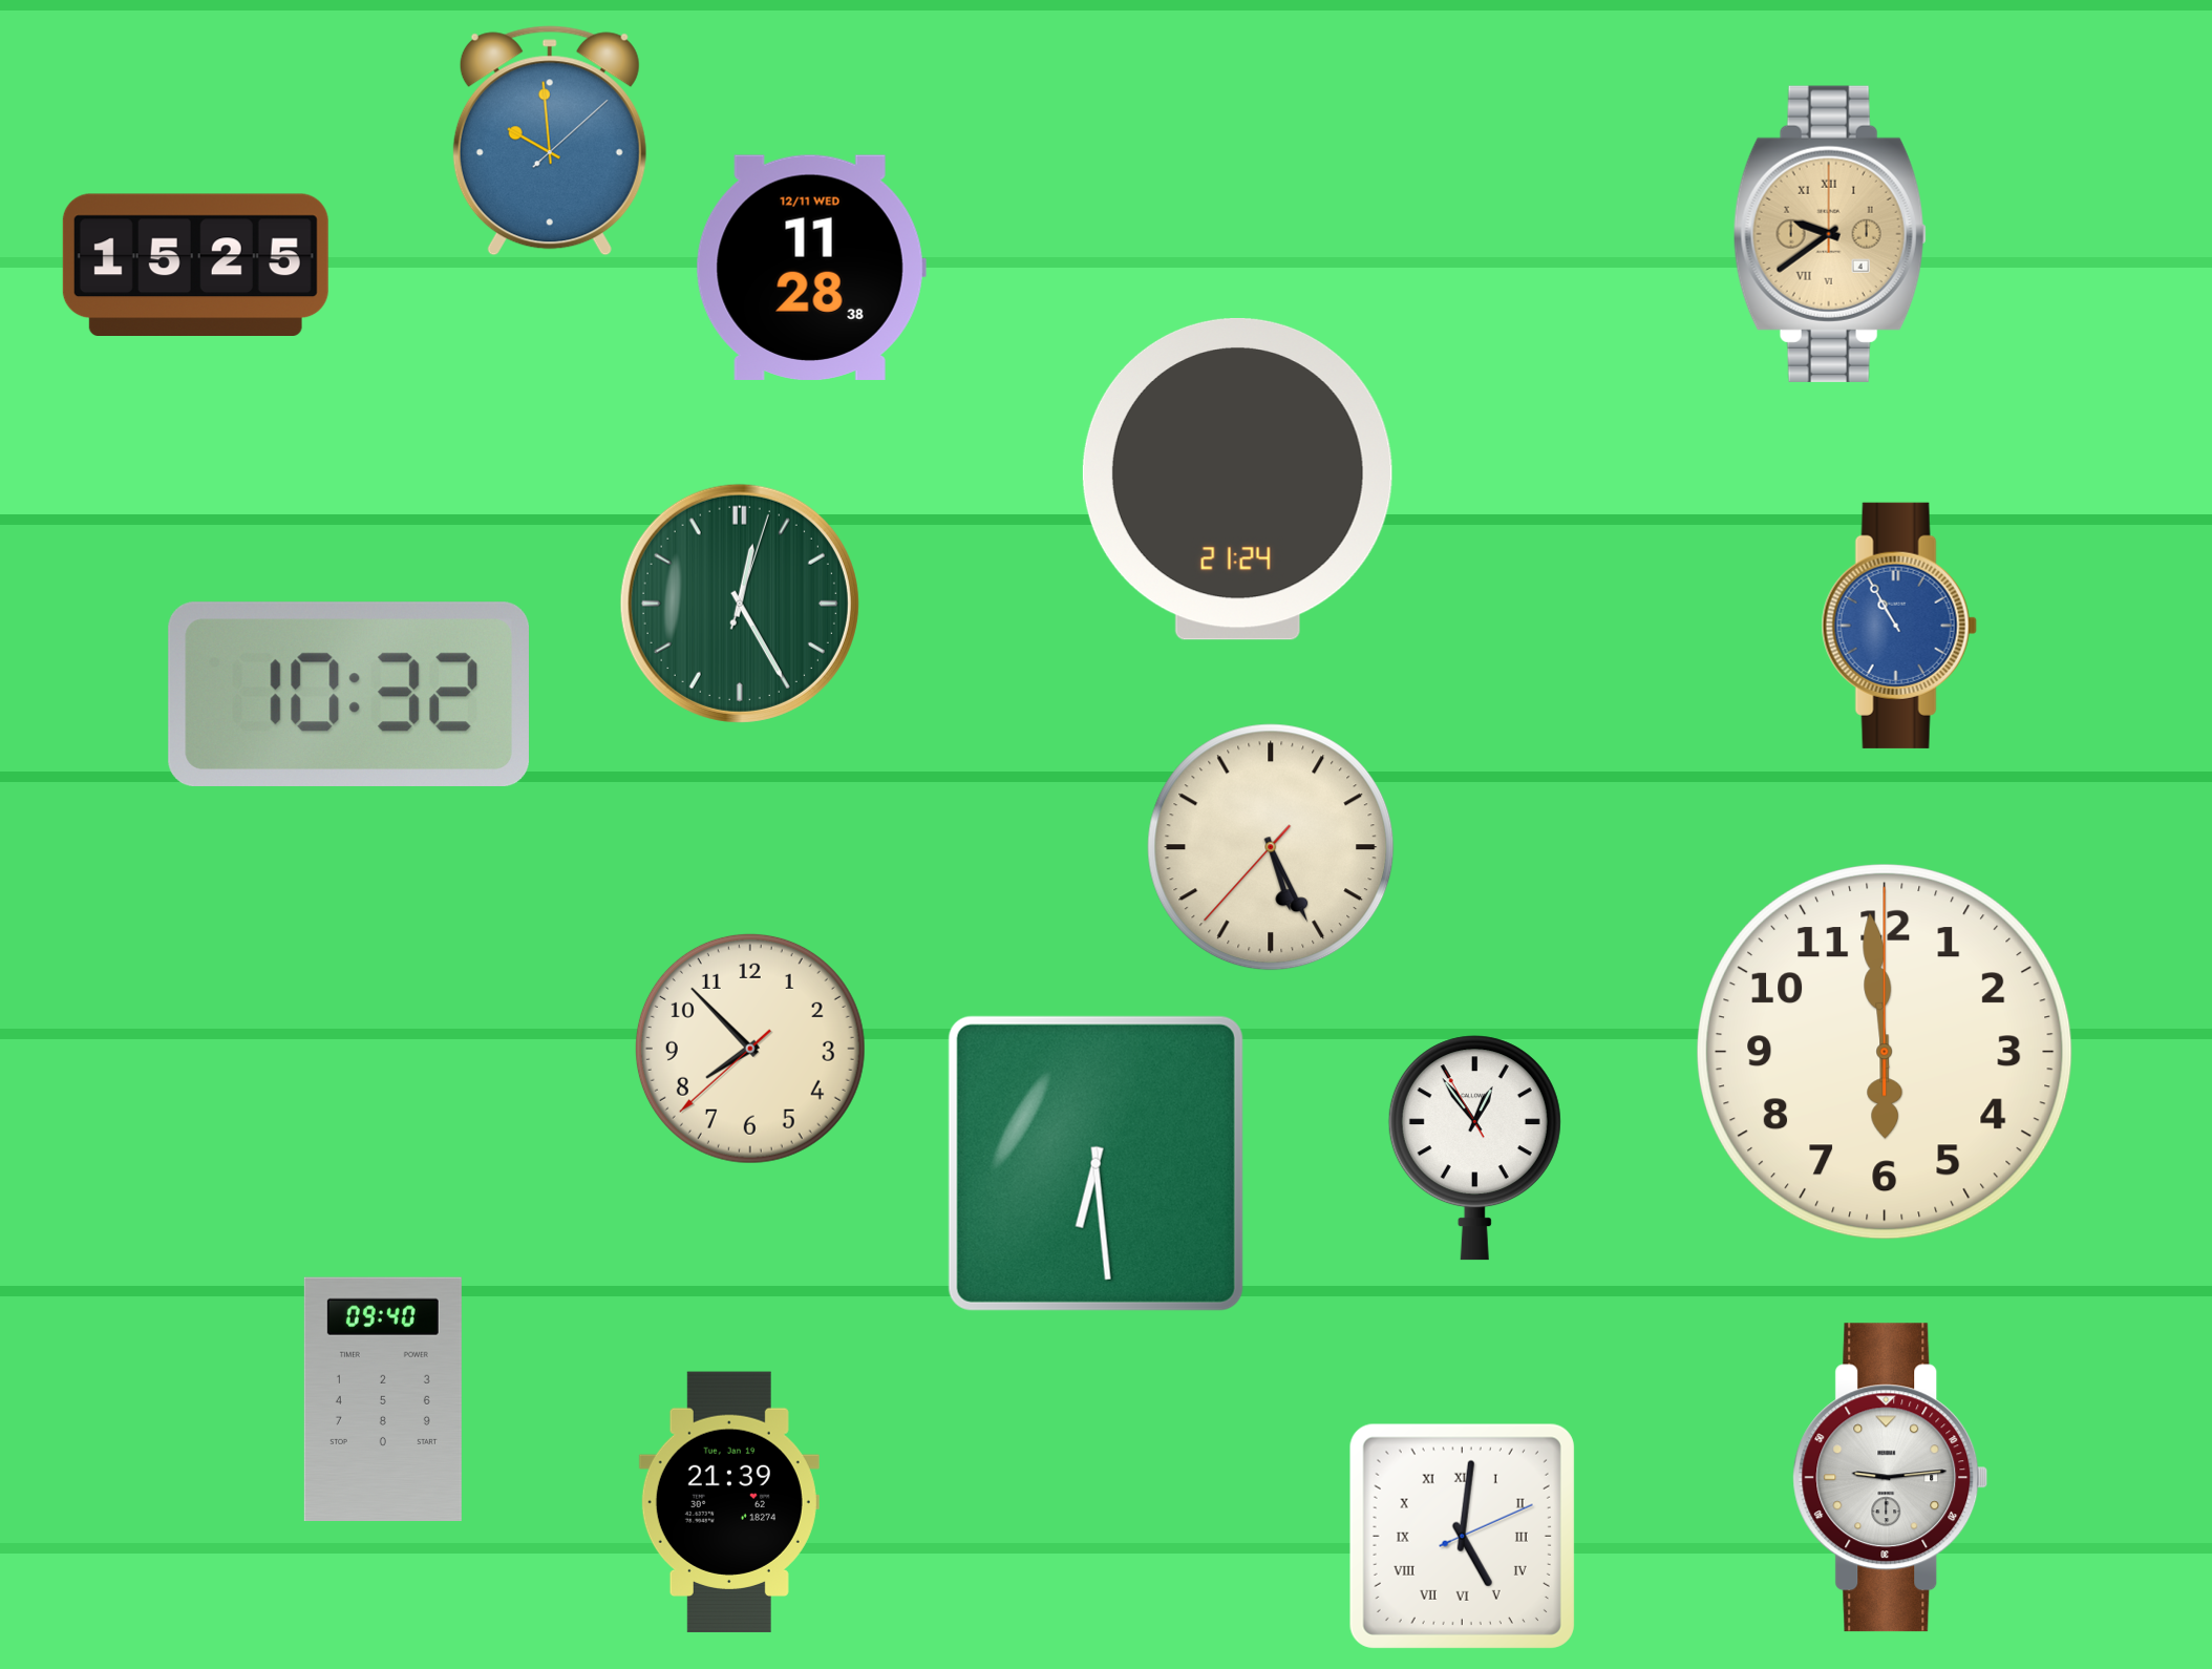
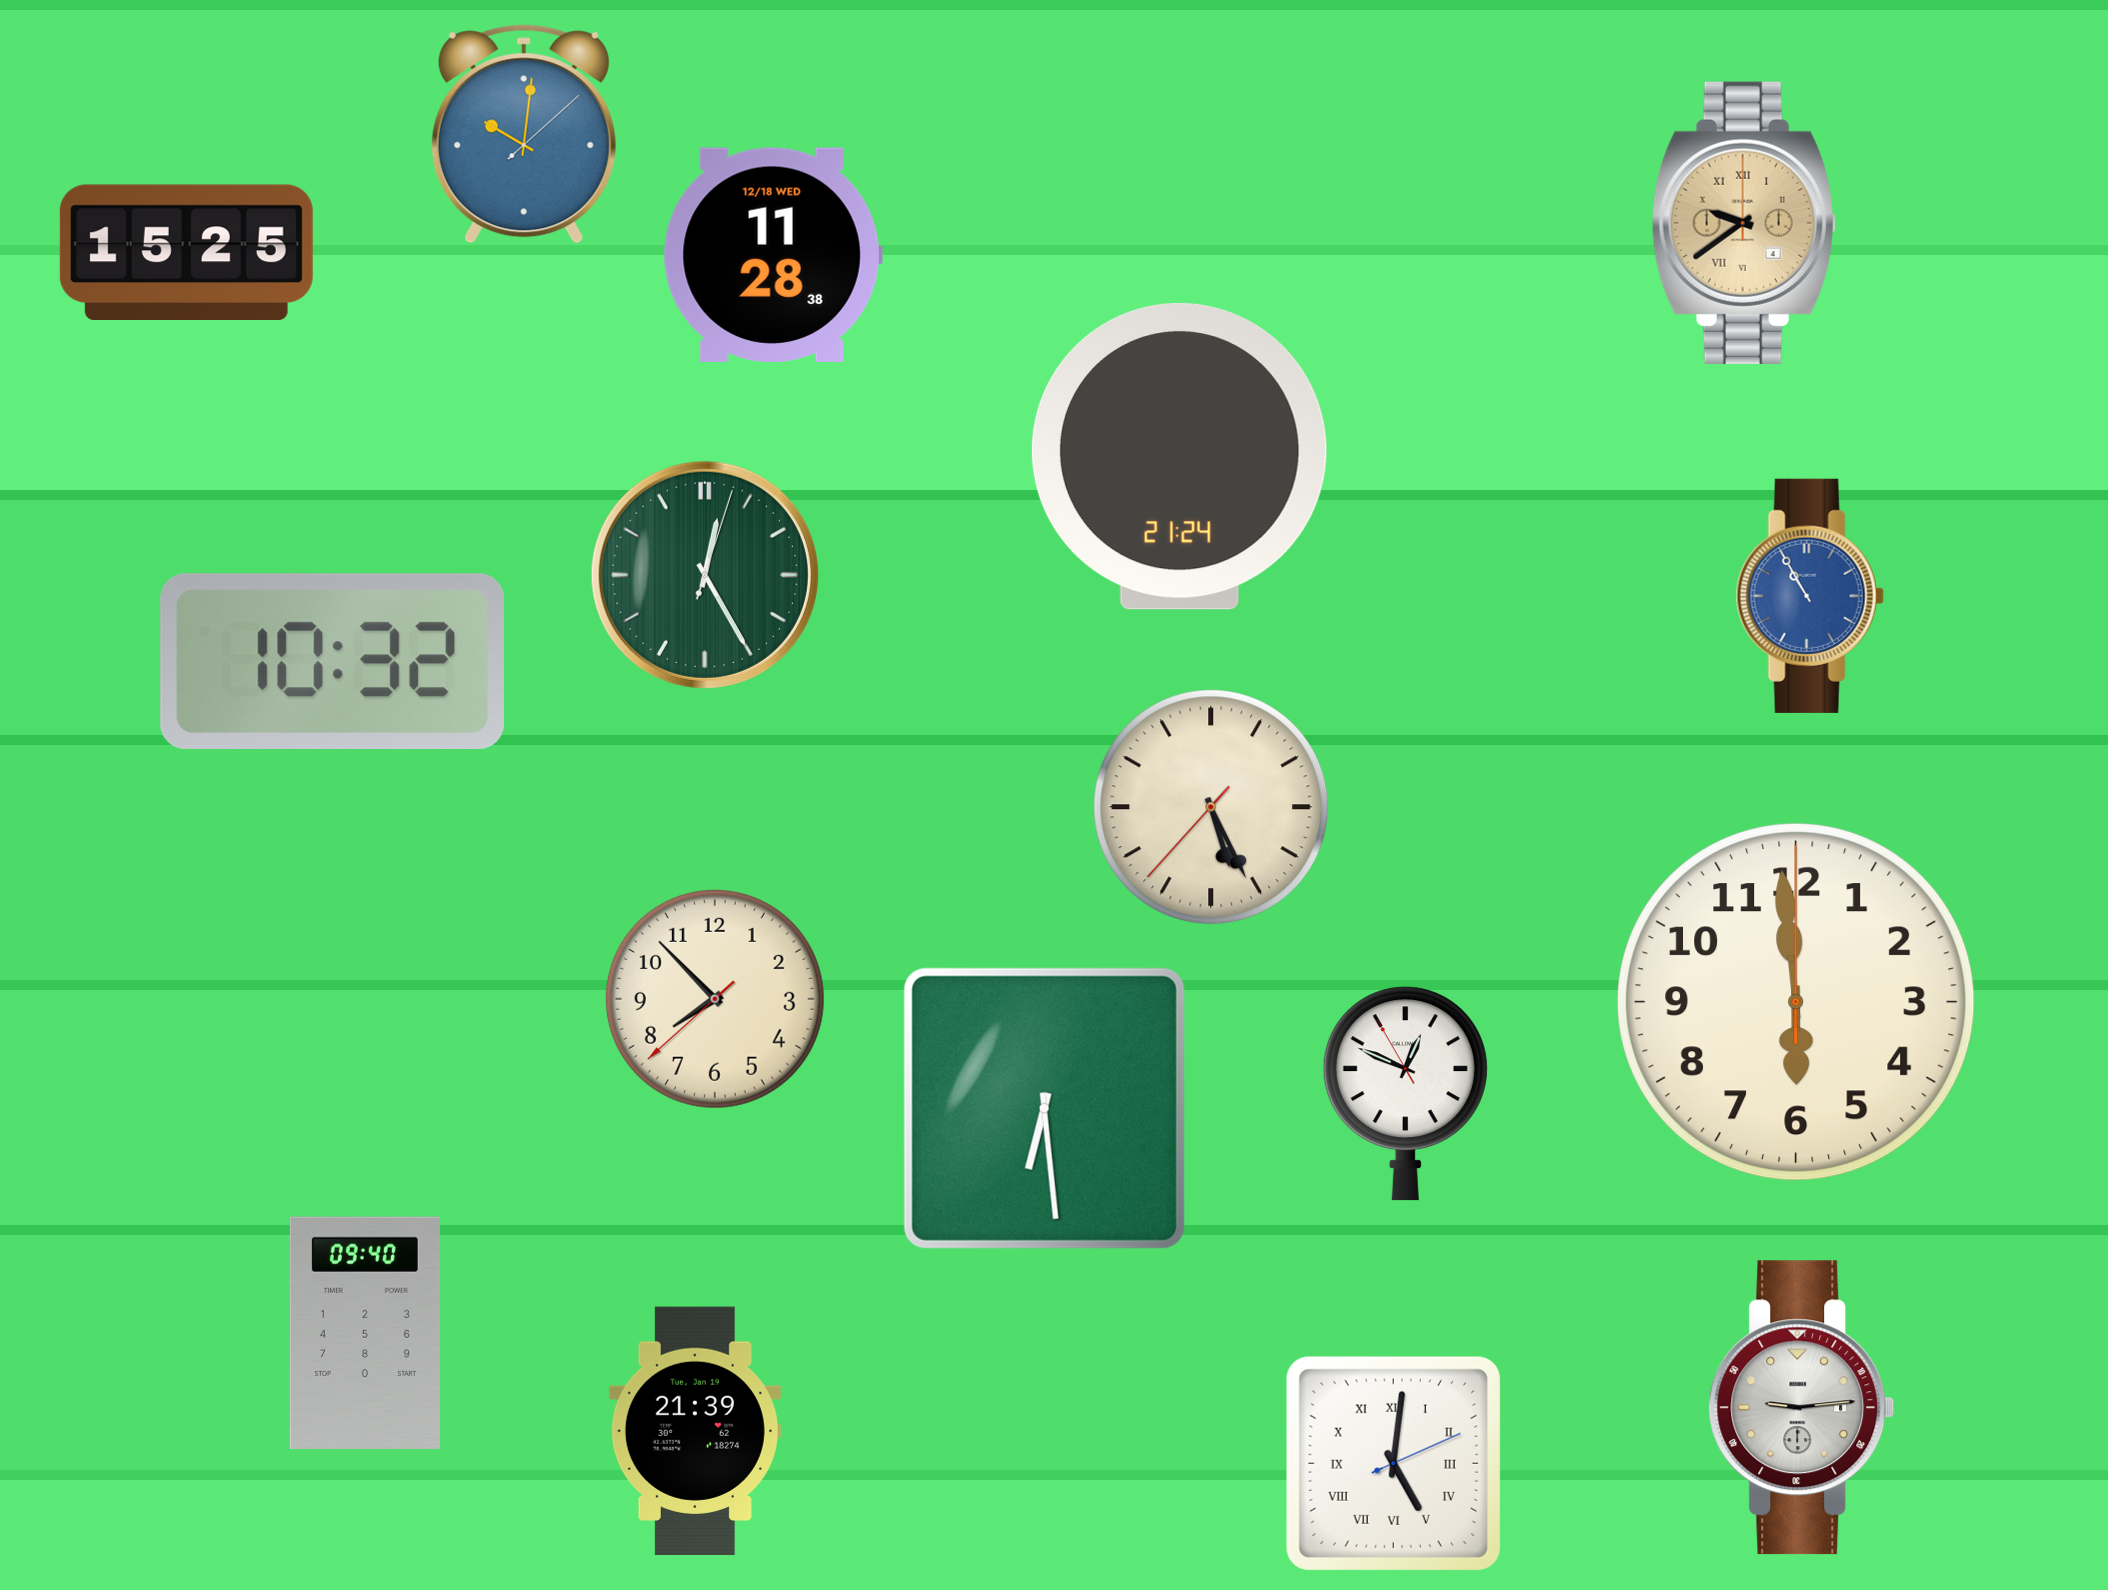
clock at (550, 141): 9:59 -> 10:01
clock at (811, 267) date: 12/11 WED -> 12/18 WED
clock at (1474, 1148): 12:53 -> 12:48
